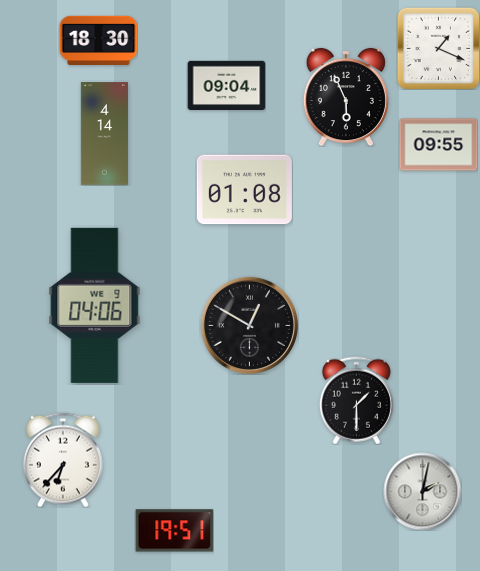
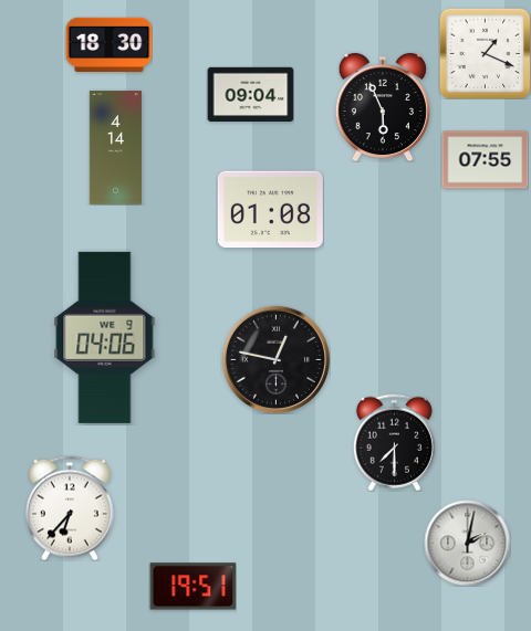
clock at (438, 145): 09:55 -> 07:55
clock at (249, 325): 12:50 -> 12:47
clock at (356, 400): 1:30 -> 7:30
